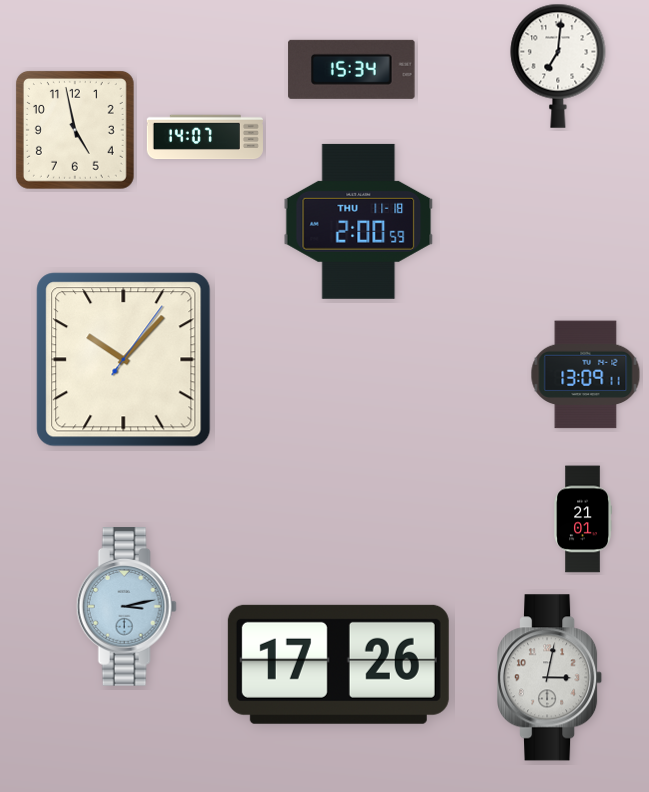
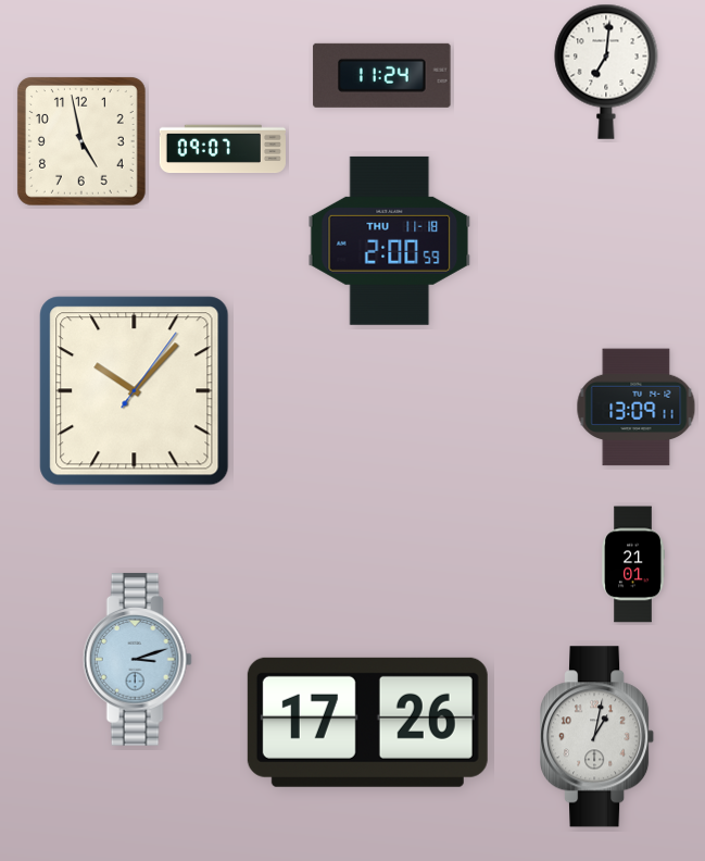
clock at (352, 69): 15:34 -> 11:24
clock at (205, 137): 14:07 -> 09:07
clock at (126, 607): 3:13 -> 3:12
clock at (550, 678): 3:02 -> 1:02
